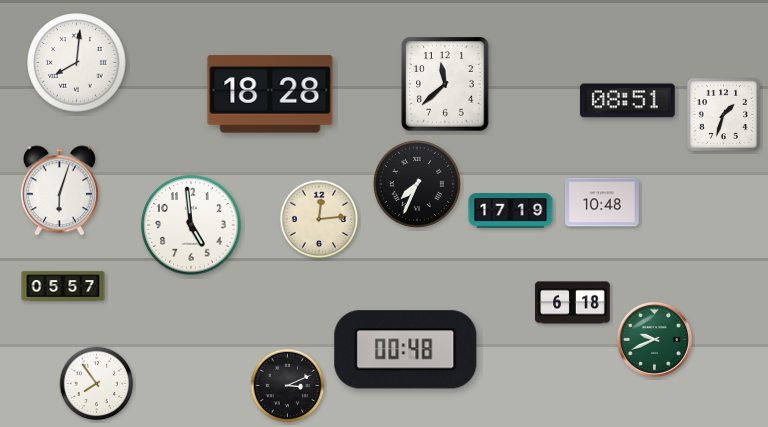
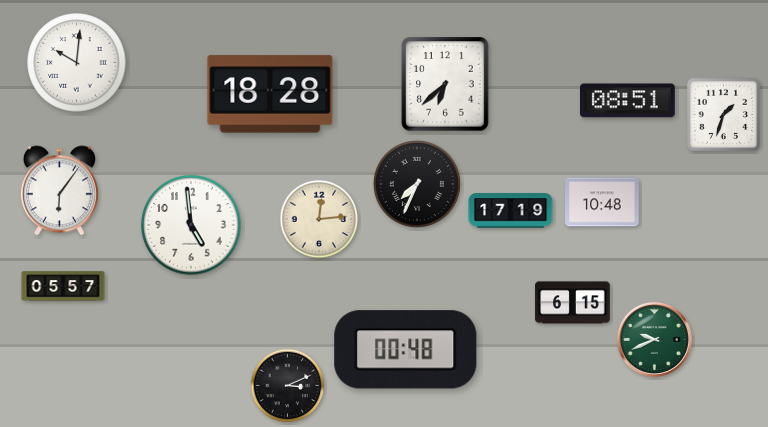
clock at (77, 63): 8:01 -> 10:01
clock at (445, 84): 11:38 -> 6:38
clock at (59, 191): 6:03 -> 6:06
clock at (573, 303): 6:18 -> 6:15
clock at (97, 384): 7:54 -> none
